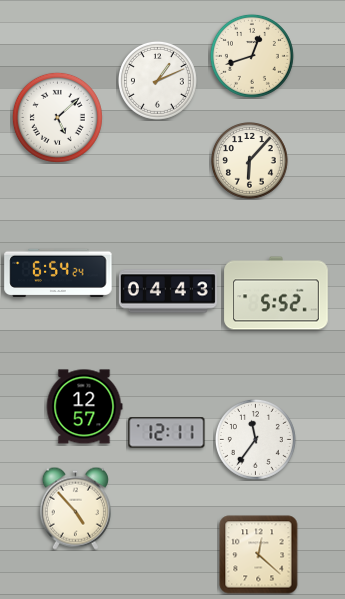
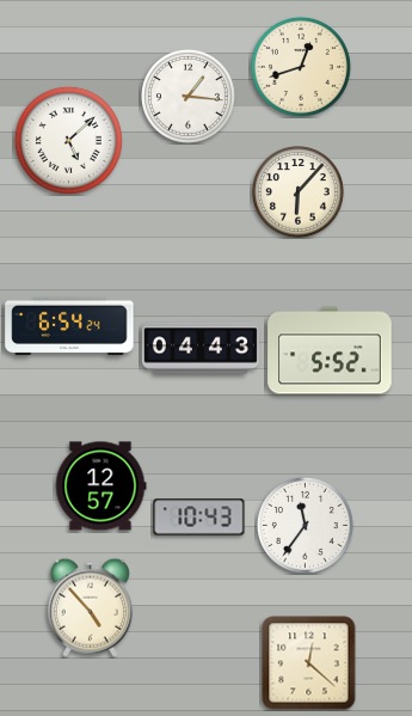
clock at (157, 80): 1:11 -> 1:16
clock at (167, 433): 12:11 -> 10:43
